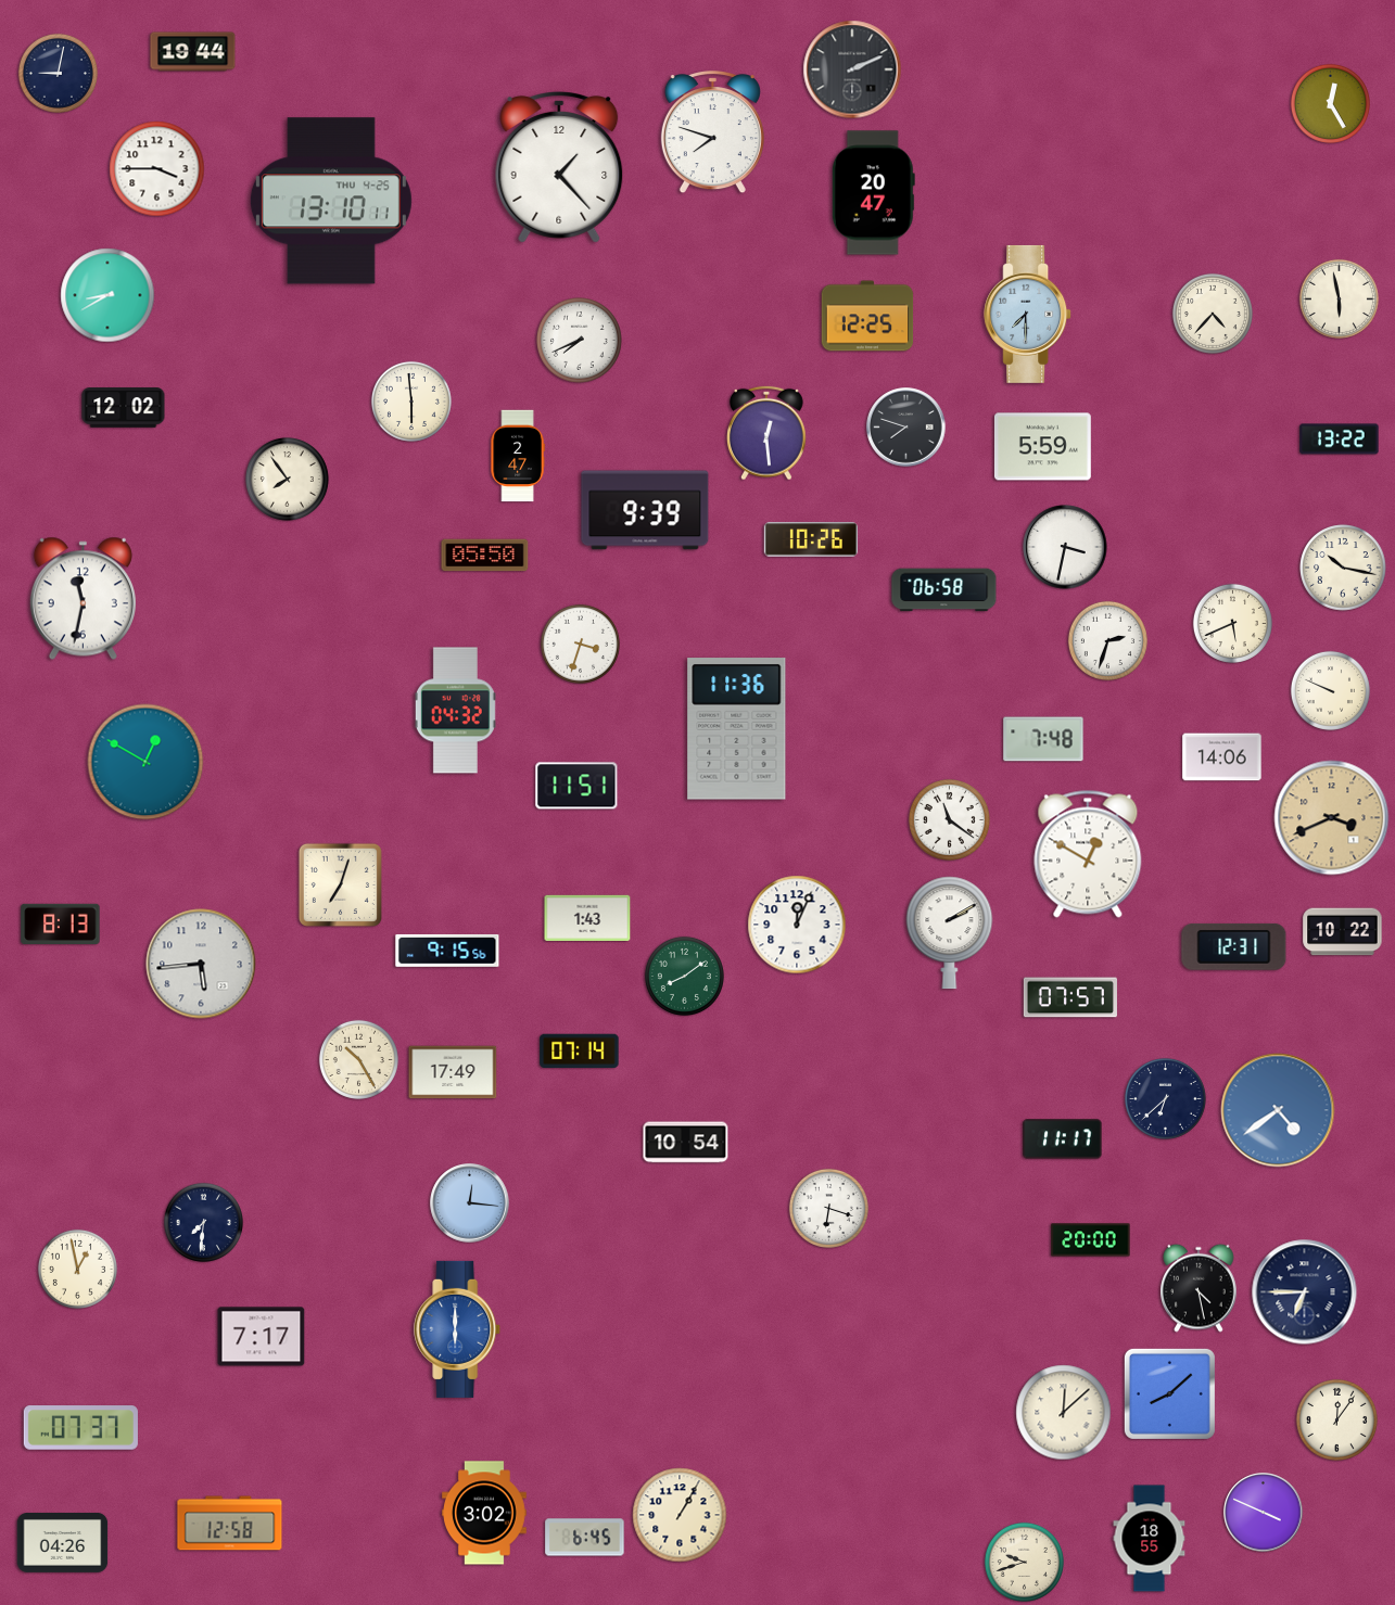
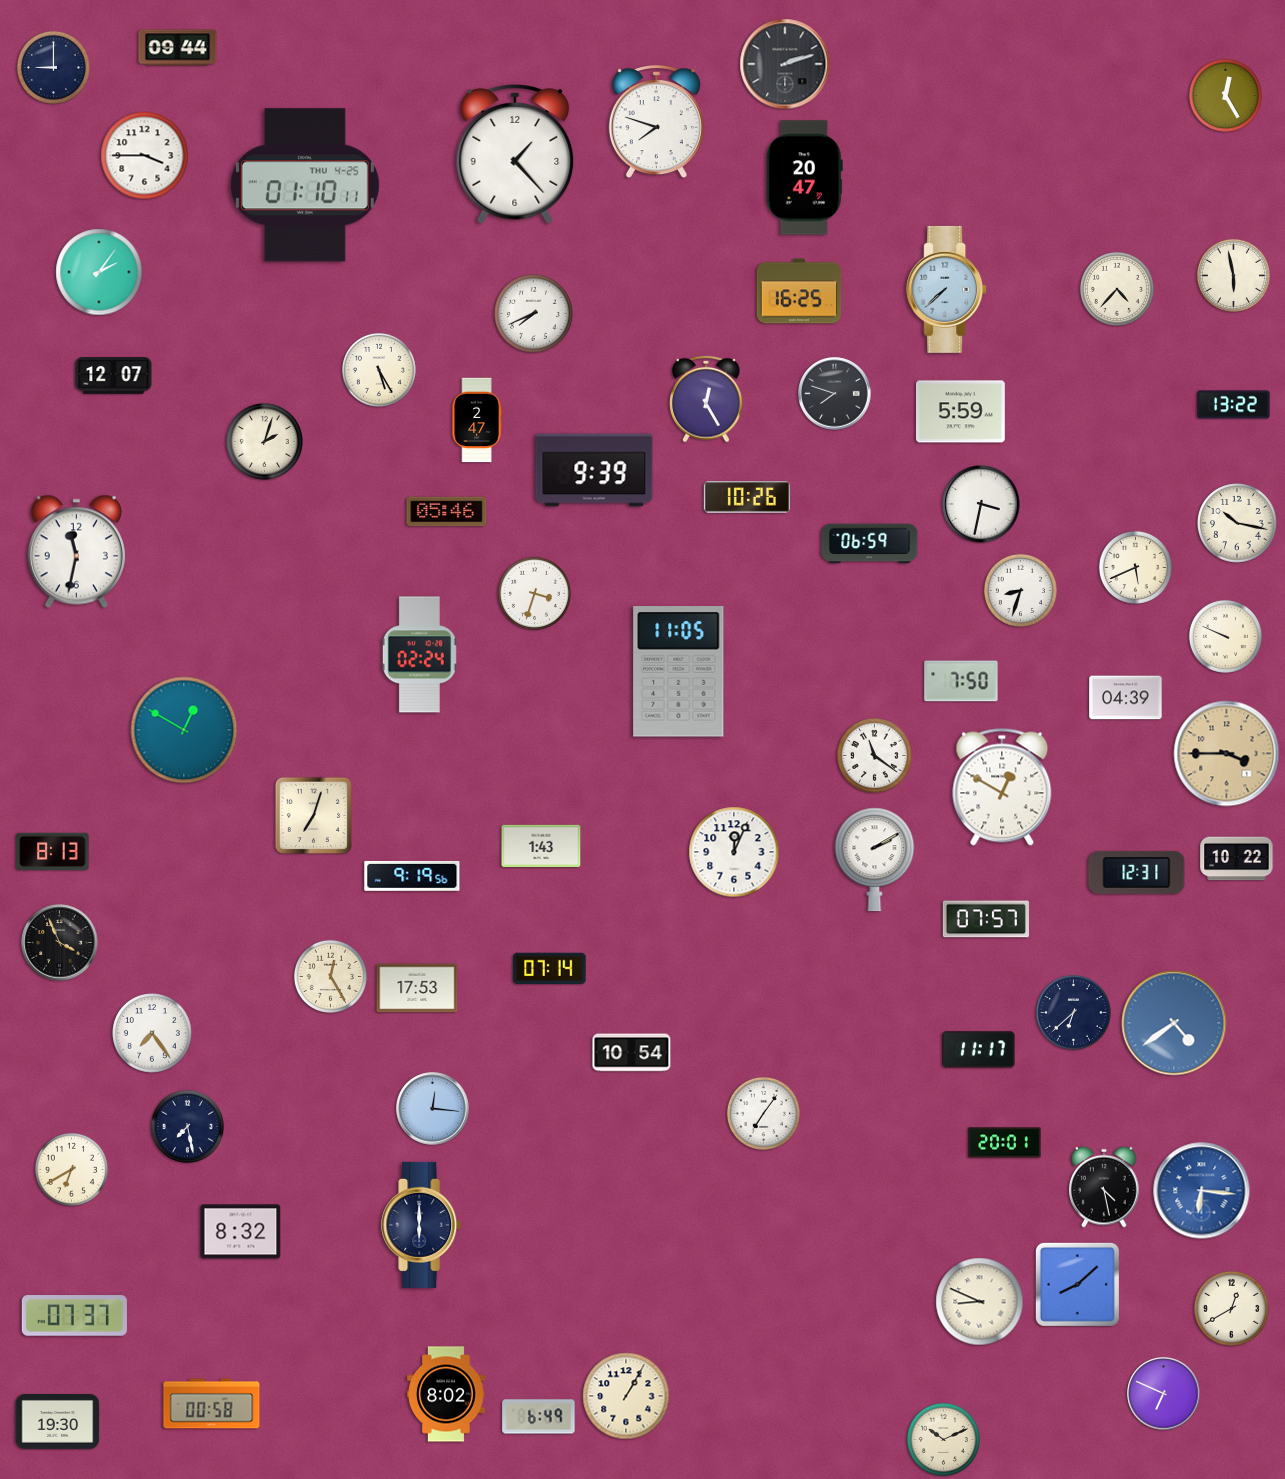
clock at (193, 52): 19:44 -> 09:44
clock at (852, 69): 2:11 -> 2:12
clock at (58, 73): 9:02 -> 9:00
clock at (331, 201): 13:10 -> 01:10
clock at (107, 295): 8:40 -> 2:06
clock at (1028, 314): 7:30 -> 7:38
clock at (867, 316): 12:25 -> 16:25
clock at (411, 402): 5:59 -> 5:25
clock at (124, 408): 12:02 -> 12:07
clock at (768, 433): 12:29 -> 12:25
clock at (287, 479): 7:54 -> 2:03
clock at (485, 556): 05:50 -> 05:46
clock at (944, 590): 06:58 -> 06:59
clock at (1232, 623) position: (1232, 623) -> (1135, 567)
clock at (1107, 640): 2:33 -> 8:33
clock at (455, 711): 04:32 -> 02:24
clock at (737, 729): 11:36 -> 11:05
clock at (1043, 739): 7:48 -> 7:50
clock at (1222, 757): 14:06 -> 04:39
clock at (145, 762) position: (145, 762) -> (184, 730)
clock at (576, 786): 11:51 -> none
clock at (1332, 818): 3:41 -> 3:45
clock at (61, 925) position: (61, 925) -> (53, 852)
clock at (447, 951): 9:15 -> 9:19
clock at (201, 964): 5:44 -> none
clock at (684, 976): 8:09 -> none
clock at (60, 943): none -> 3:56
clock at (580, 1052) position: (580, 1052) -> (550, 969)
clock at (358, 1059): 10:25 -> 12:25
clock at (453, 1072): 17:49 -> 17:53
clock at (1278, 1110) position: (1278, 1110) -> (1174, 1023)
clock at (152, 1033): none -> 7:24
clock at (828, 1208): 6:18 -> 7:06
clock at (203, 1222): 7:31 -> 7:28
clock at (1091, 1240): 20:00 -> 20:01
clock at (77, 1269): 12:58 -> 6:40
clock at (1305, 1292): 6:45 -> 6:16
clock at (1305, 1292) dial: navy -> blue
clock at (458, 1329) dial: blue -> navy
clock at (262, 1337): 7:17 -> 8:32
clock at (1064, 1413): 12:08 -> 8:49
clock at (1336, 1419): 12:06 -> 12:40
clock at (484, 1513): 3:02 -> 8:02
clock at (1264, 1513): 3:49 -> 6:49
clock at (230, 1524): 12:58 -> 00:58
clock at (585, 1538): 6:45 -> 6:49
clock at (1150, 1539): 18:55 -> none
clock at (63, 1542): 04:26 -> 19:30
clock at (1024, 1562): 9:42 -> 10:11
